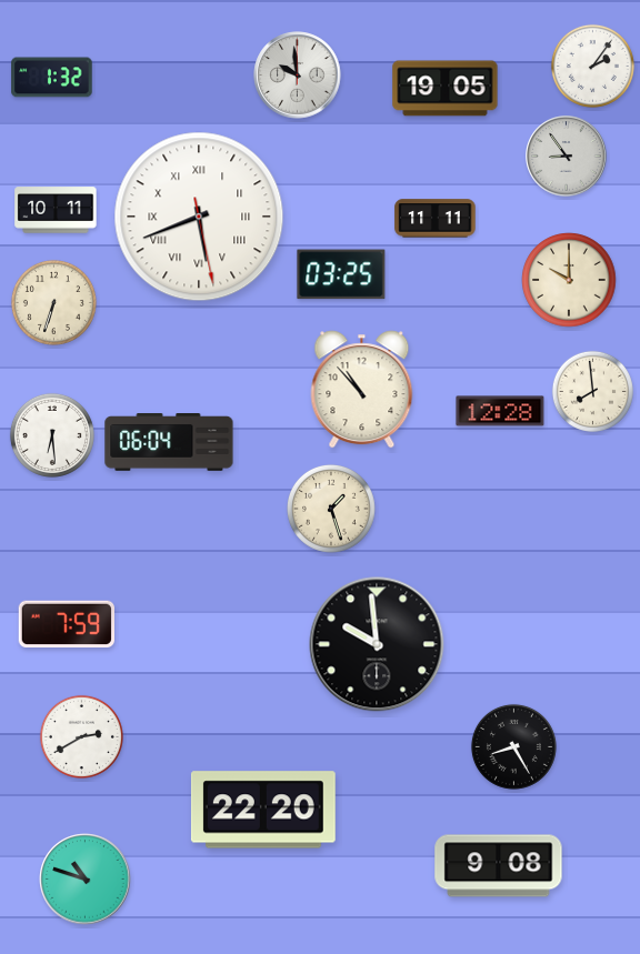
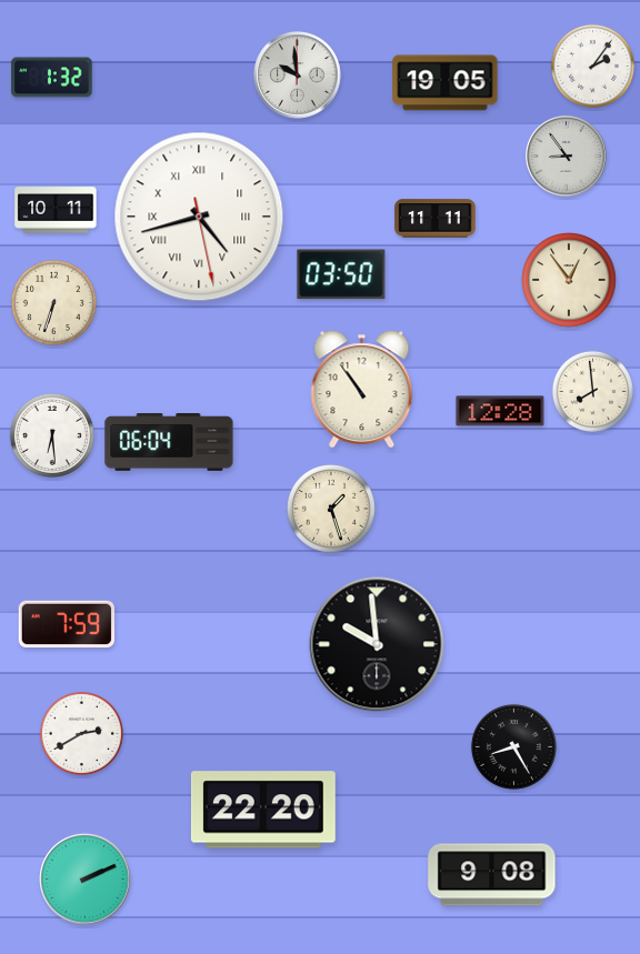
clock at (446, 89) position: (446, 89) -> (446, 83)
clock at (199, 217): 5:41 -> 4:42
clock at (341, 274): 03:25 -> 03:50
clock at (569, 280): 10:00 -> 12:54
clock at (362, 390): 10:53 -> 10:54
clock at (81, 736) position: (81, 736) -> (81, 733)
clock at (499, 866) position: (499, 866) -> (492, 875)
clock at (86, 880): 10:48 -> 2:11
